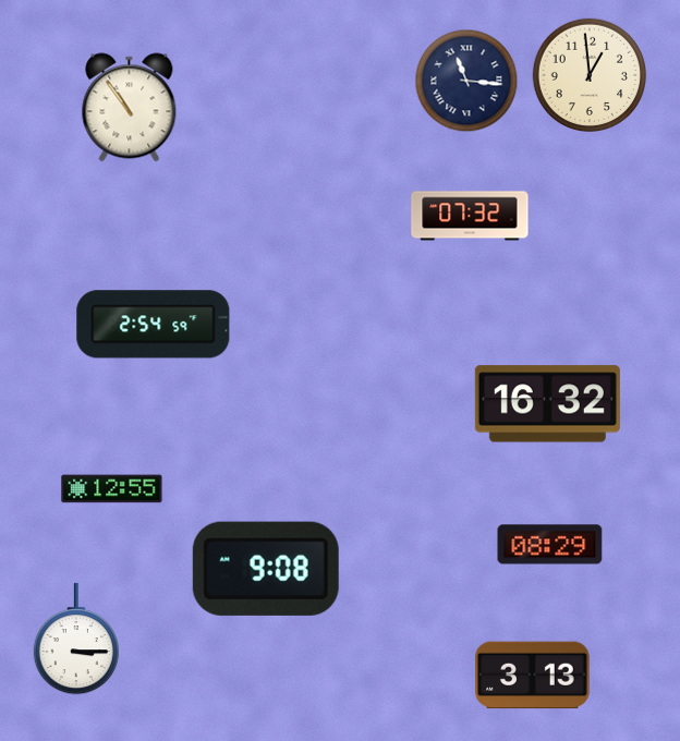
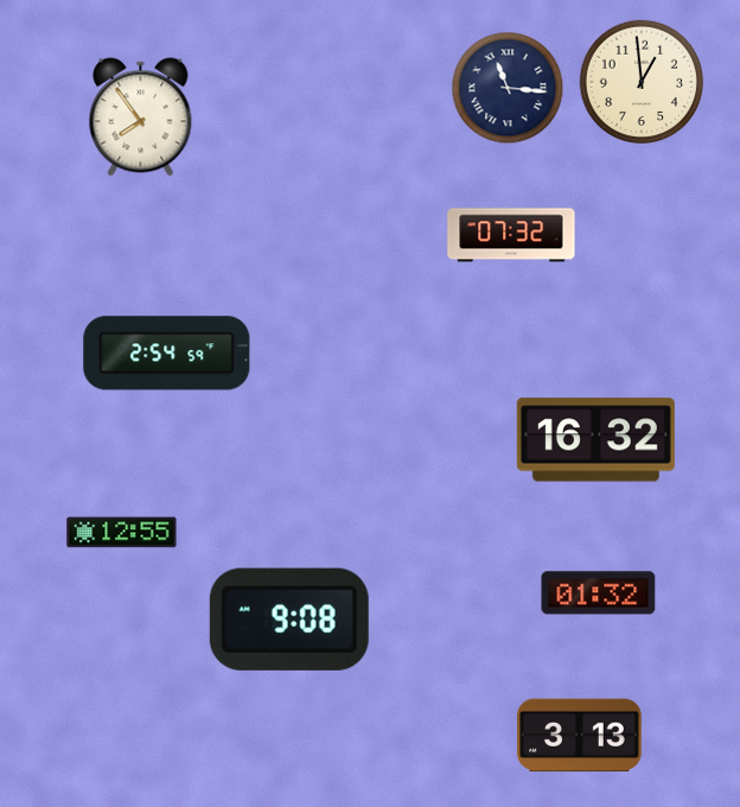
clock at (130, 108): 10:54 -> 7:54
clock at (550, 545): 08:29 -> 01:32
clock at (76, 639): 3:15 -> none
